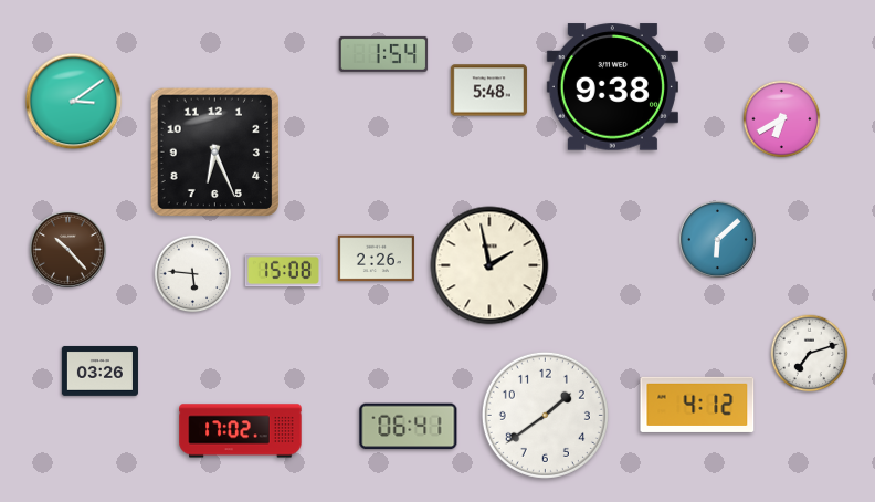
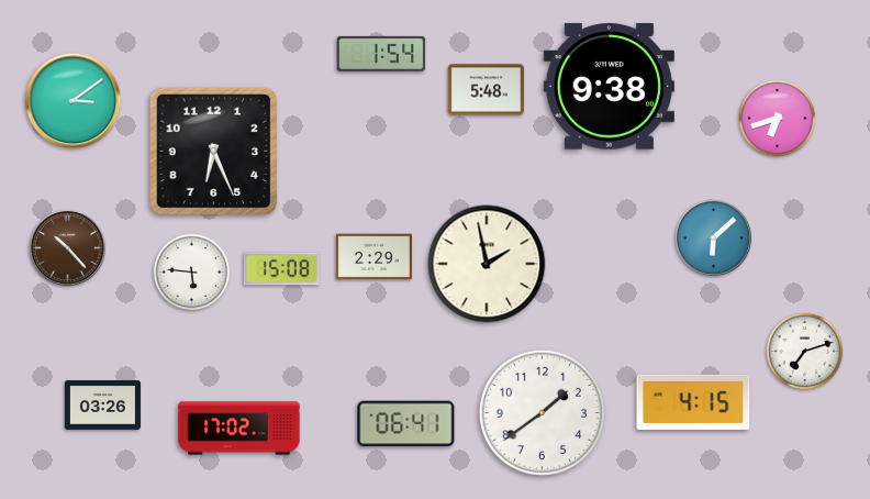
clock at (782, 119): 6:40 -> 6:42
clock at (376, 259): 2:26 -> 2:29
clock at (99, 370) position: (99, 370) -> (102, 404)
clock at (697, 405): 4:12 -> 4:15
